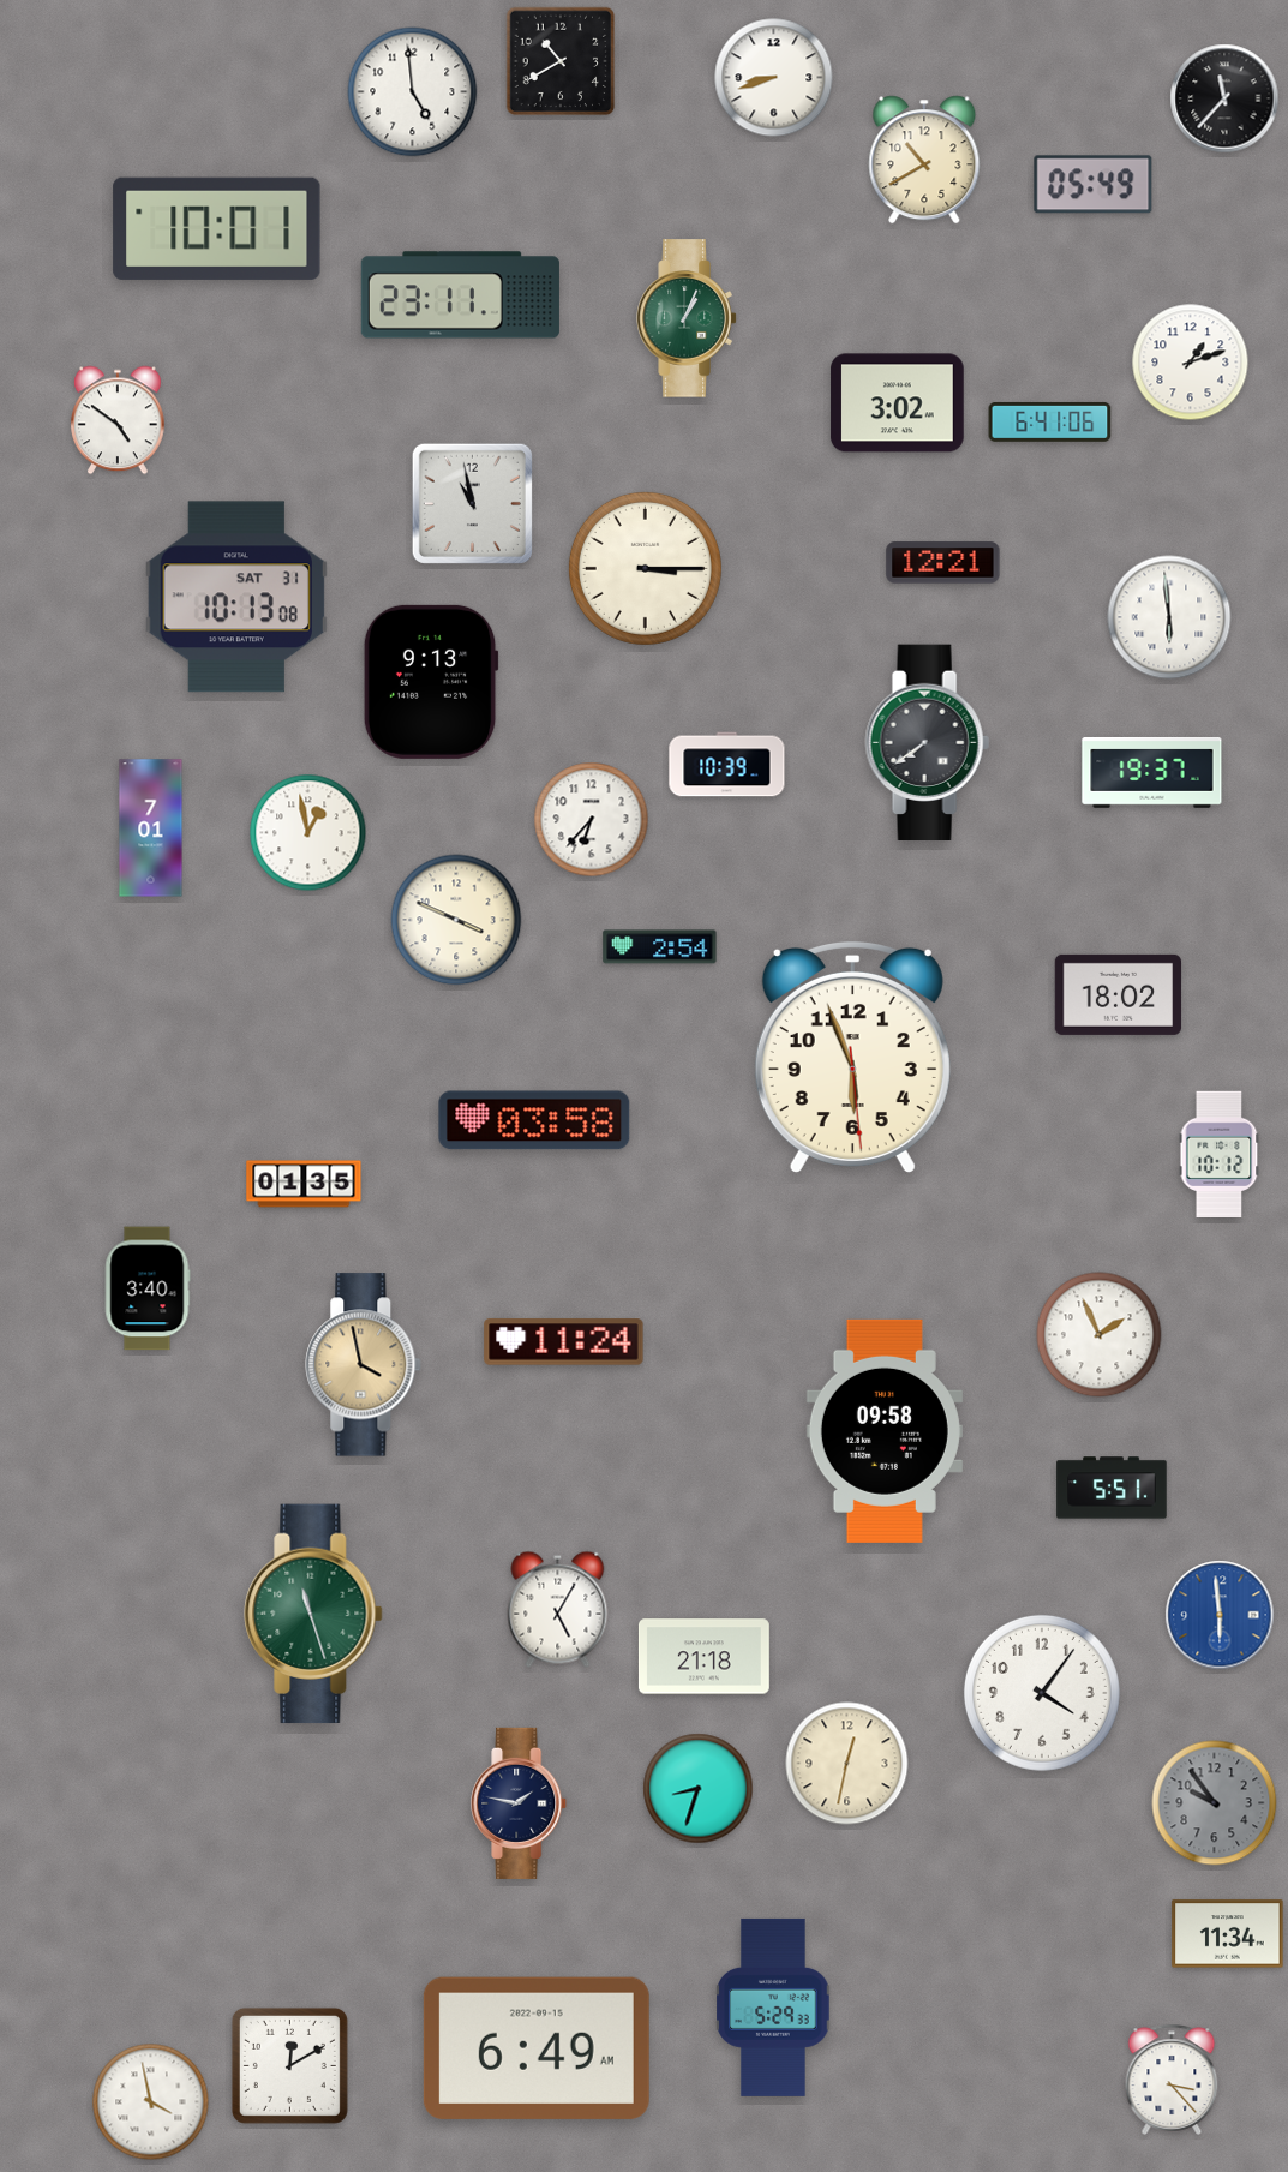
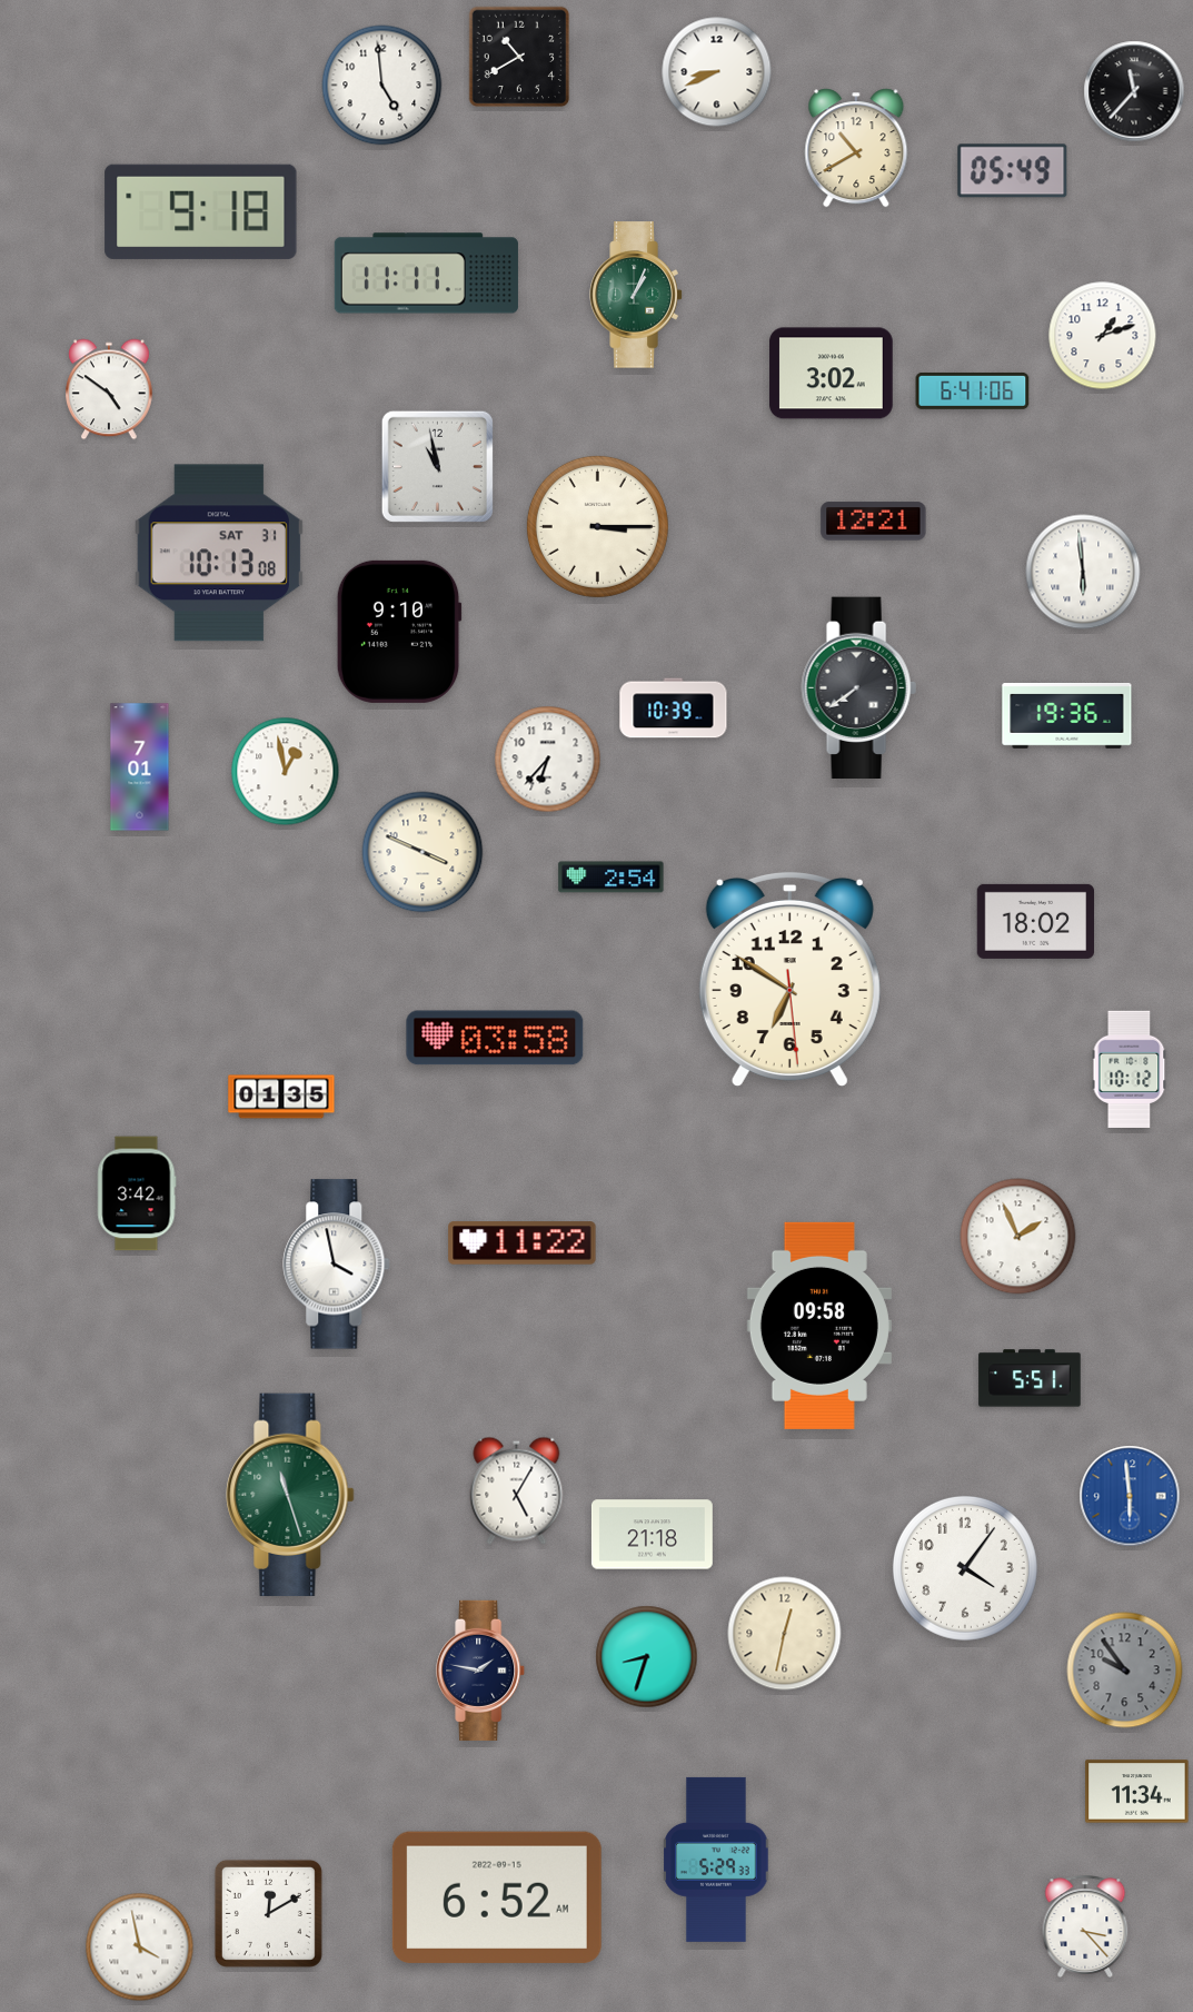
clock at (774, 78): 8:42 -> 8:41
clock at (217, 228): 10:01 -> 9:18
clock at (460, 295): 23:11 -> 11:11
clock at (431, 682): 9:13 -> 9:10
clock at (1152, 772): 19:37 -> 19:36
clock at (852, 1057): 5:56 -> 6:50
clock at (148, 1288): 3:40 -> 3:42
clock at (564, 1342): 11:24 -> 11:22
clock at (364, 1365) dial: champagne -> white
clock at (537, 2048): 6:49 -> 6:52
